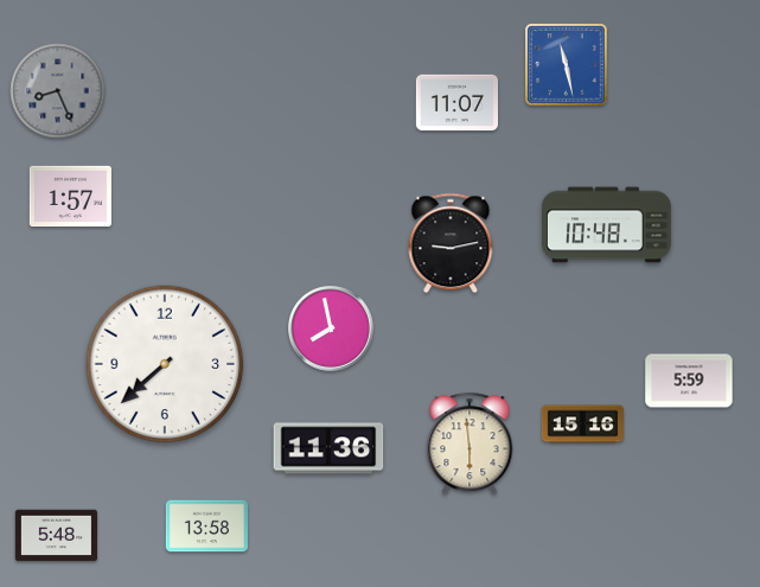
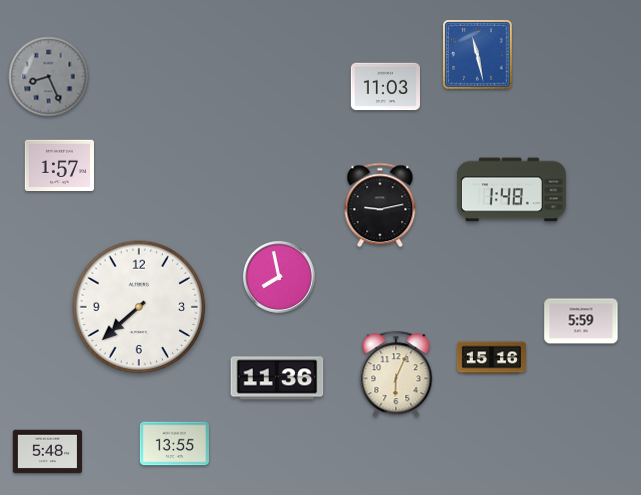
clock at (456, 103): 11:07 -> 11:03
clock at (606, 225): 10:48 -> 1:48
clock at (470, 444): 5:59 -> 6:04
clock at (206, 527): 13:58 -> 13:55
